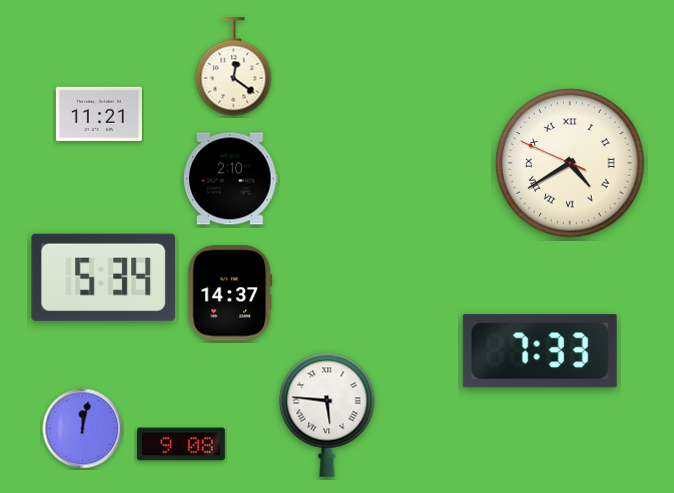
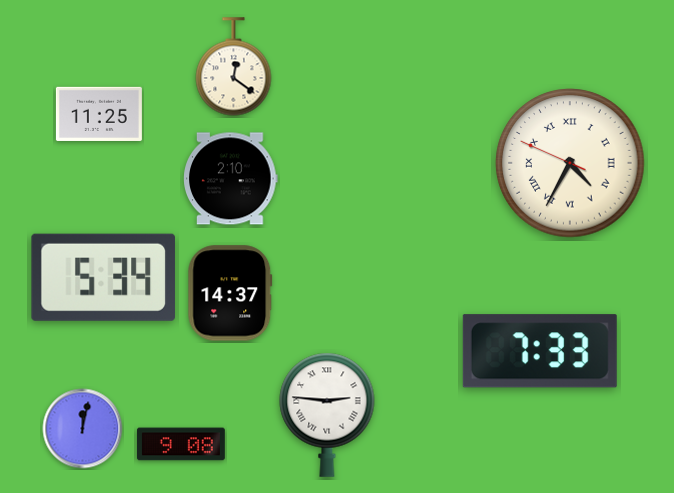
clock at (99, 114): 11:21 -> 11:25
clock at (570, 163): 4:39 -> 4:34
clock at (327, 415): 5:46 -> 2:46
